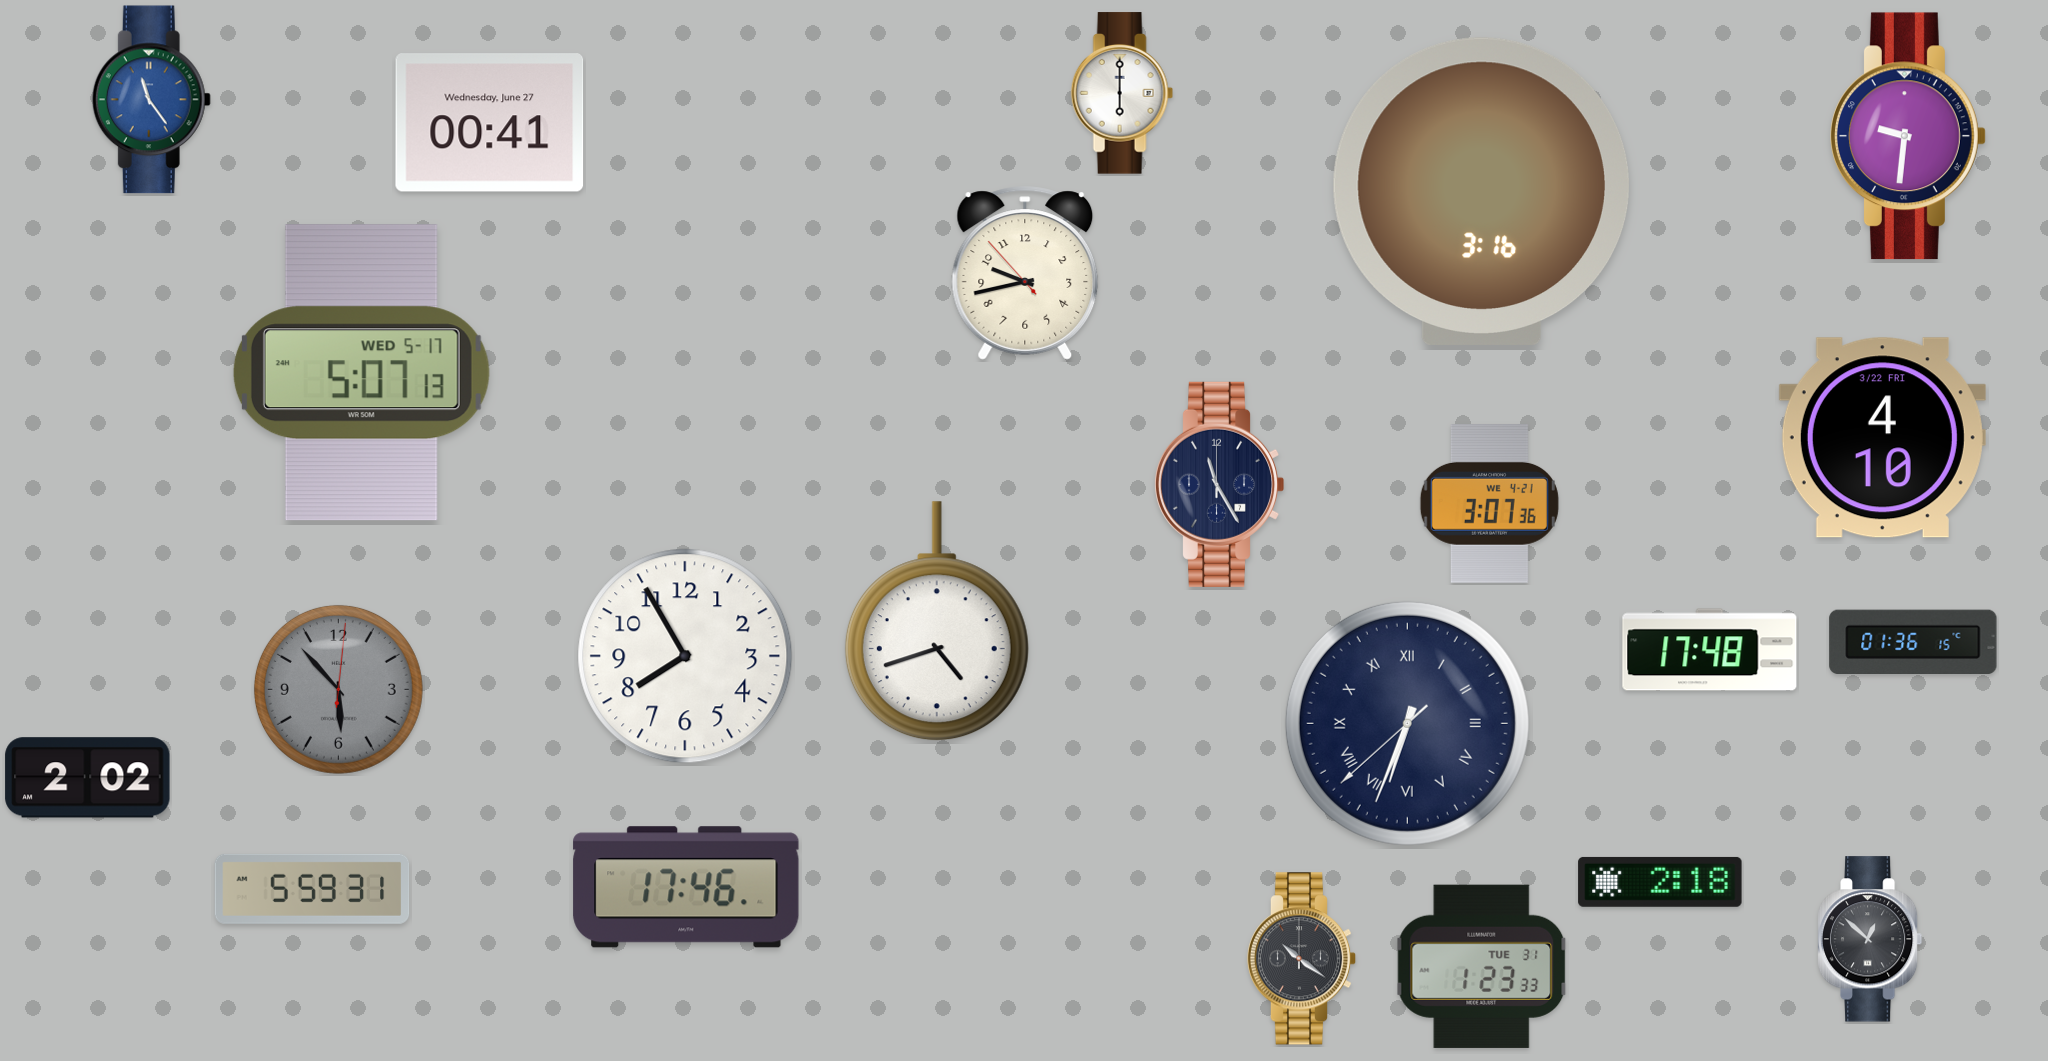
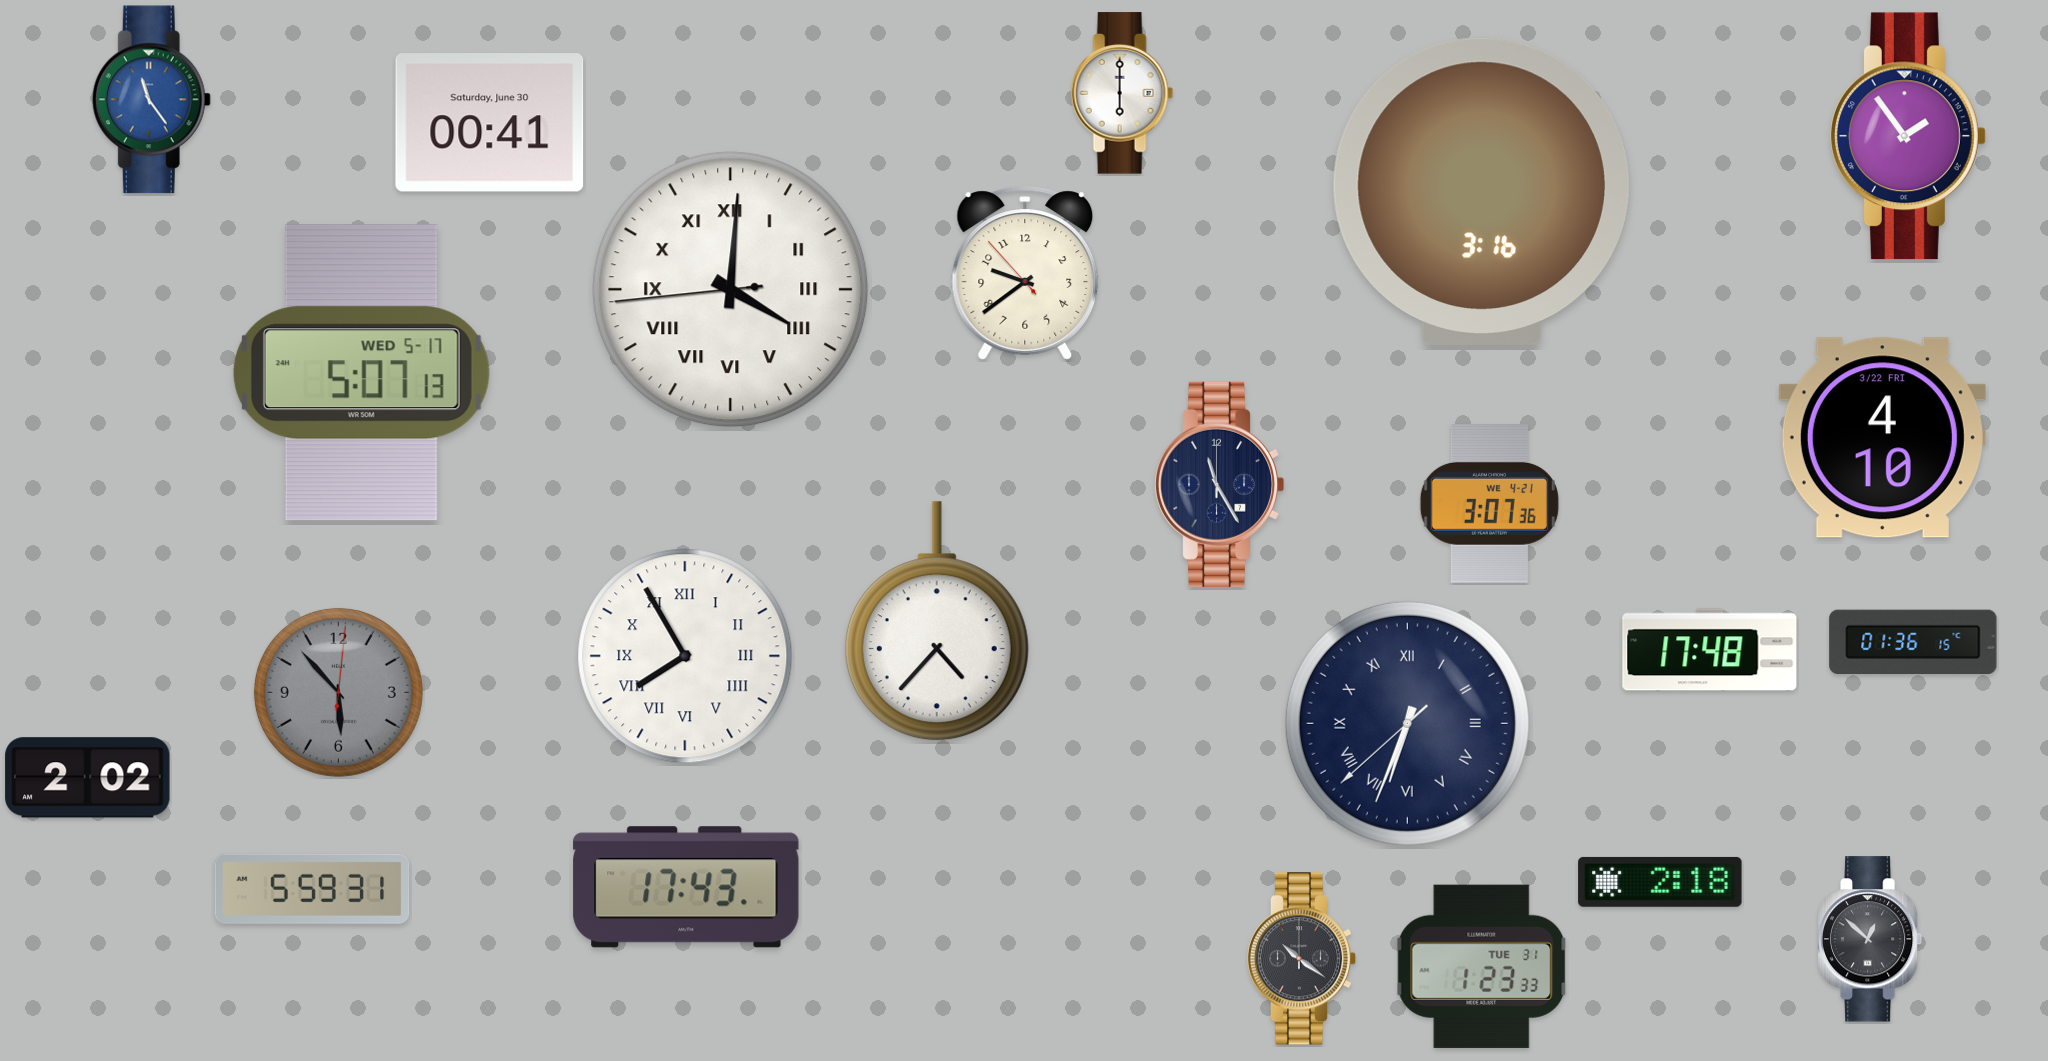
clock at (490, 123) date: Wednesday, June 27 -> Saturday, June 30
clock at (1909, 136): 9:31 -> 1:54
clock at (1025, 273): 9:42 -> 9:38
clock at (731, 290): none -> 4:00
clock at (937, 622): 4:42 -> 4:37
clock at (685, 656) numerals: Arabic -> Roman
clock at (338, 689) position: (338, 689) -> (338, 692)
clock at (686, 887): 17:46 -> 17:43
